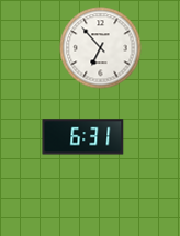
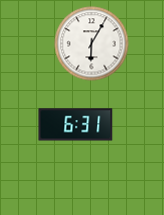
clock at (101, 48): 6:53 -> 6:05
